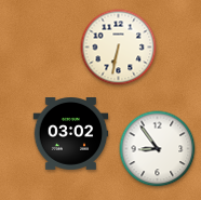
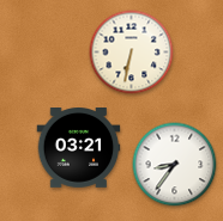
clock at (71, 134): 03:02 -> 03:21
clock at (158, 149): 8:54 -> 8:36
